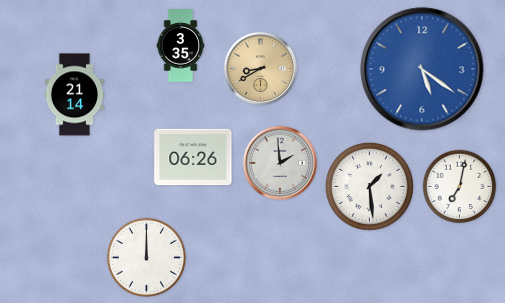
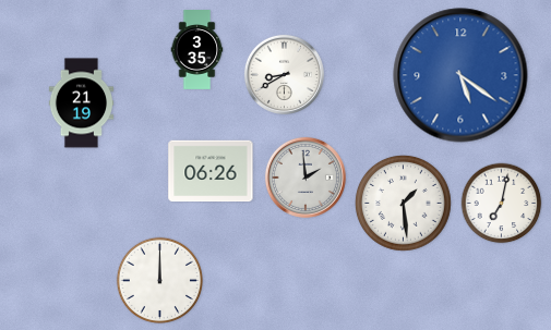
clock at (260, 68) dial: champagne -> white
clock at (75, 95): 21:14 -> 21:19
